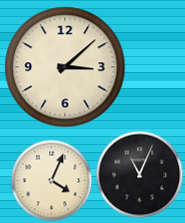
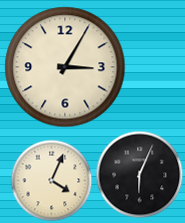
clock at (65, 67): 3:08 -> 3:05
clock at (139, 174): 11:04 -> 6:04
